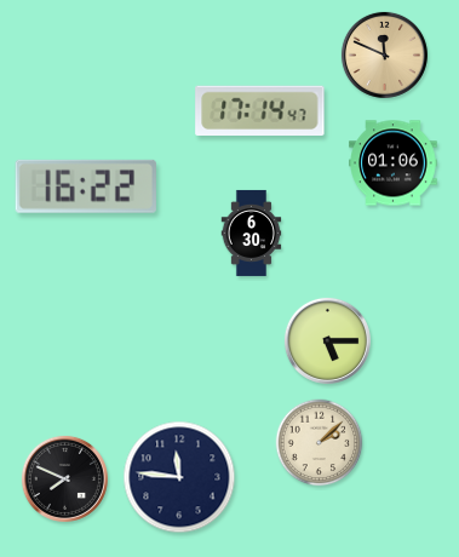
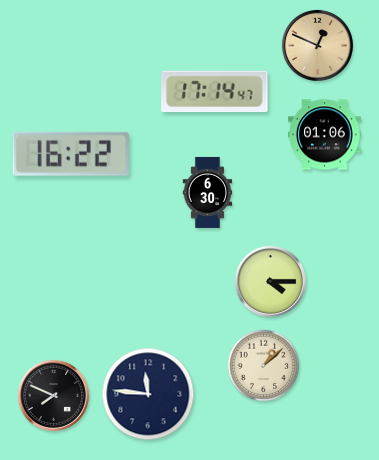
clock at (384, 54): 11:49 -> 12:49
clock at (327, 340): 5:15 -> 4:15
clock at (320, 443): 2:08 -> 1:08
